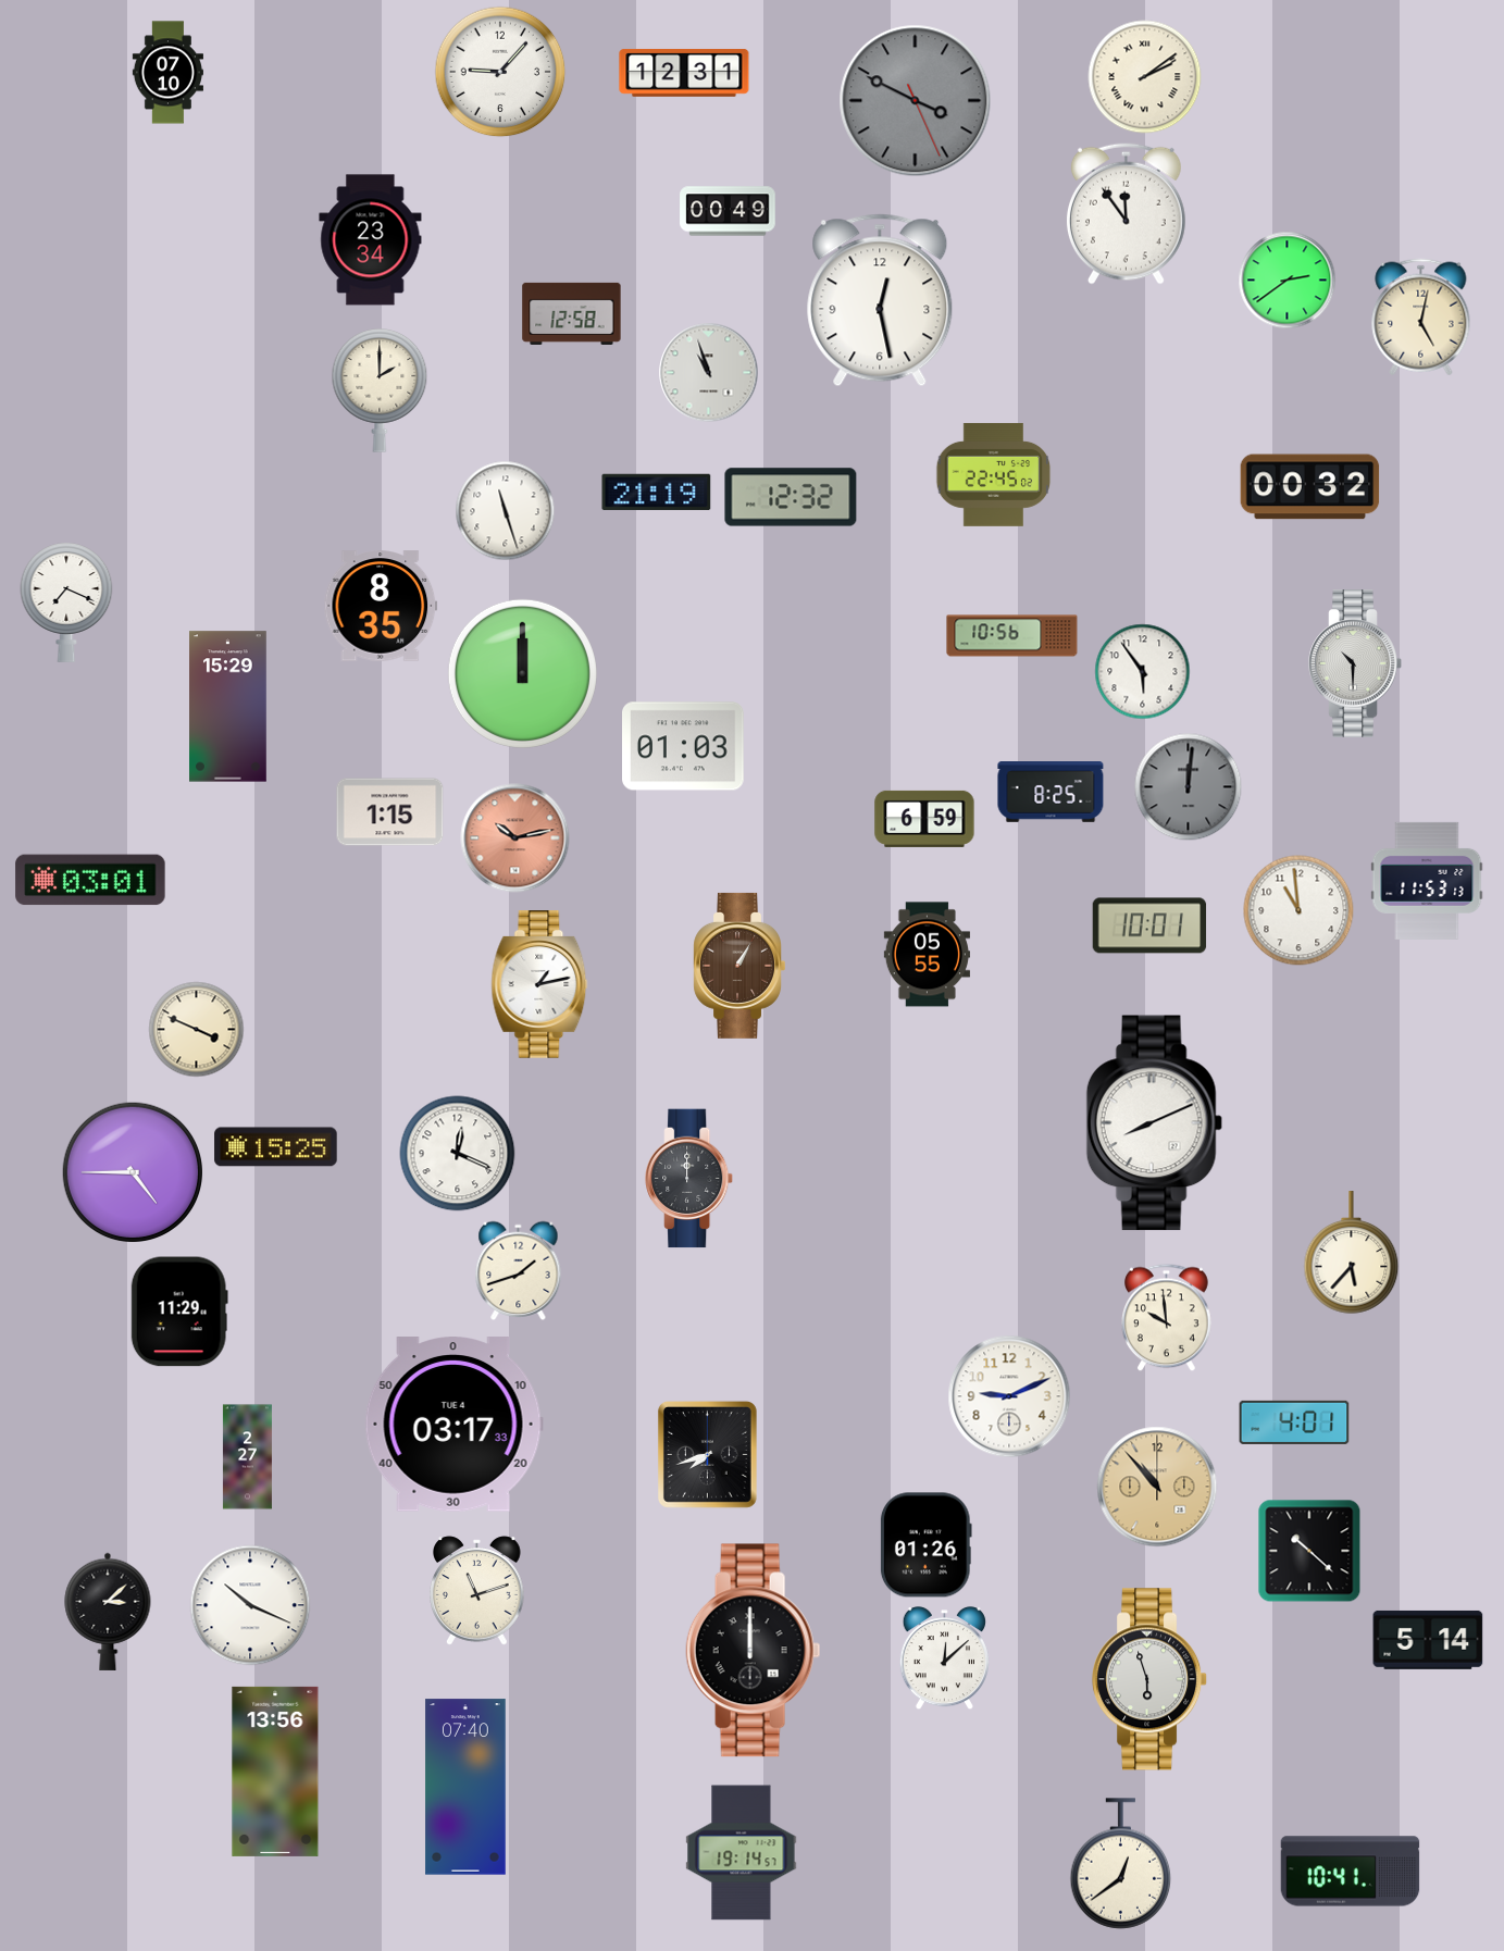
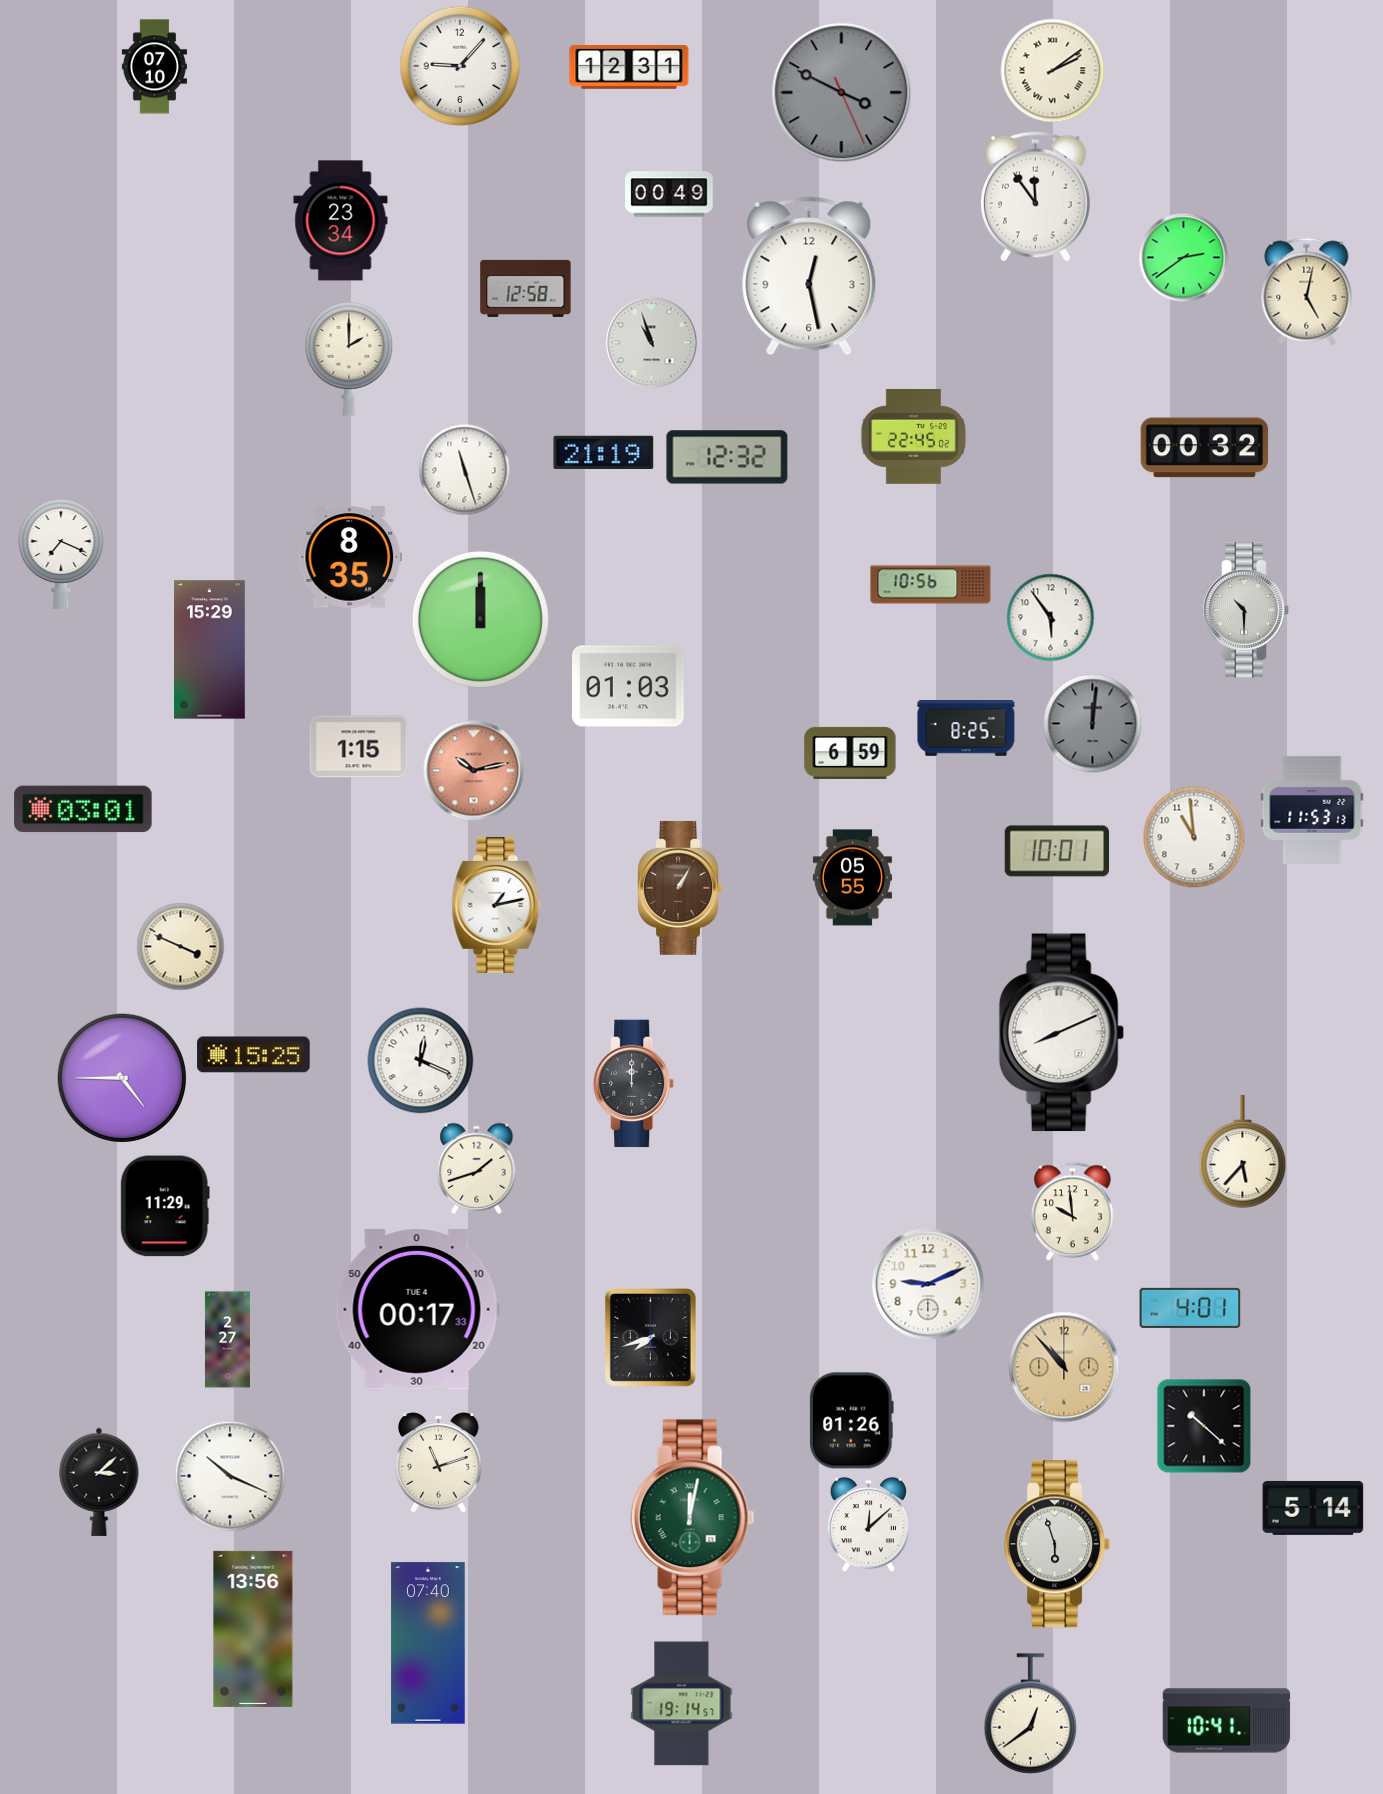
clock at (453, 1425): 03:17 -> 00:17
clock at (754, 1651): 12:00 -> 12:02
clock at (754, 1651) dial: black -> green
clock at (1351, 1872) position: (1351, 1872) -> (1227, 1721)
